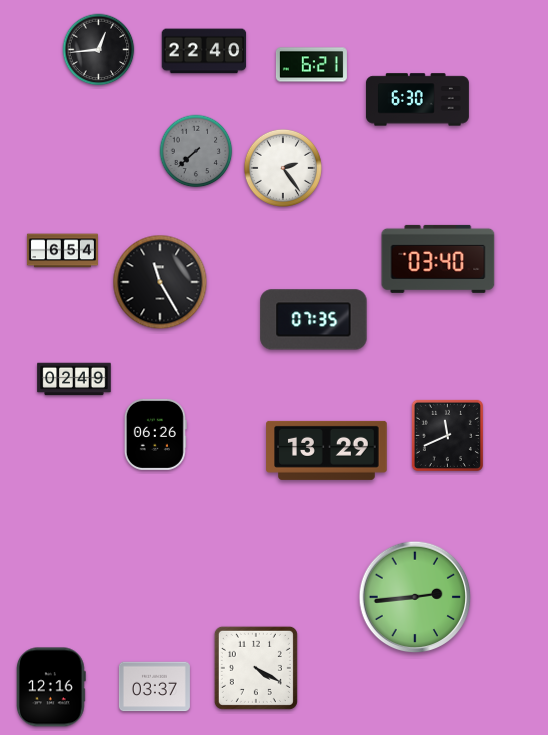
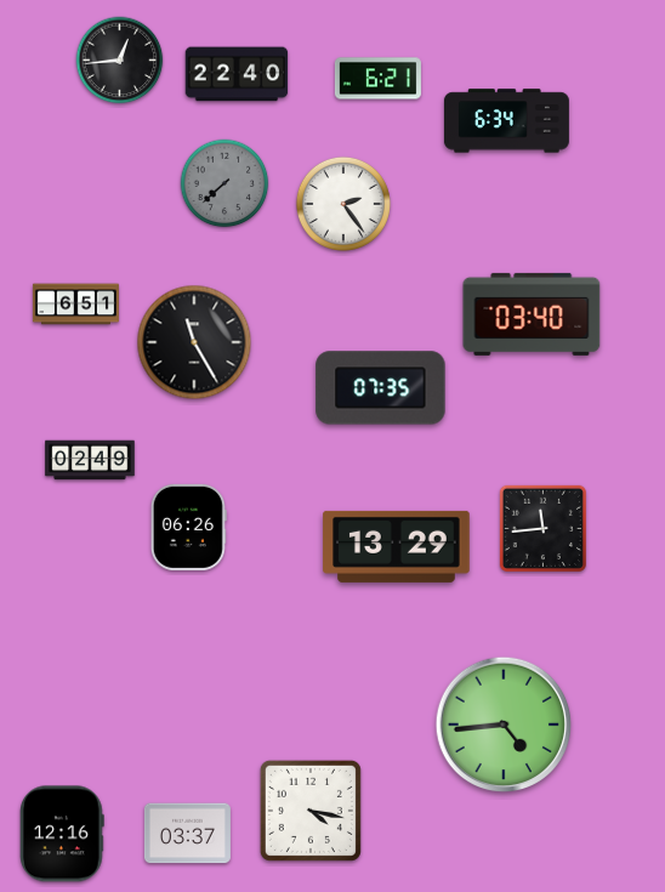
clock at (204, 51) position: (204, 51) -> (237, 74)
clock at (417, 100): 6:30 -> 6:34
clock at (196, 151) position: (196, 151) -> (224, 183)
clock at (62, 251): 6:54 -> 6:51
clock at (447, 435): 11:41 -> 11:44
clock at (415, 597): 2:44 -> 4:44
clock at (256, 668): 4:20 -> 4:17
